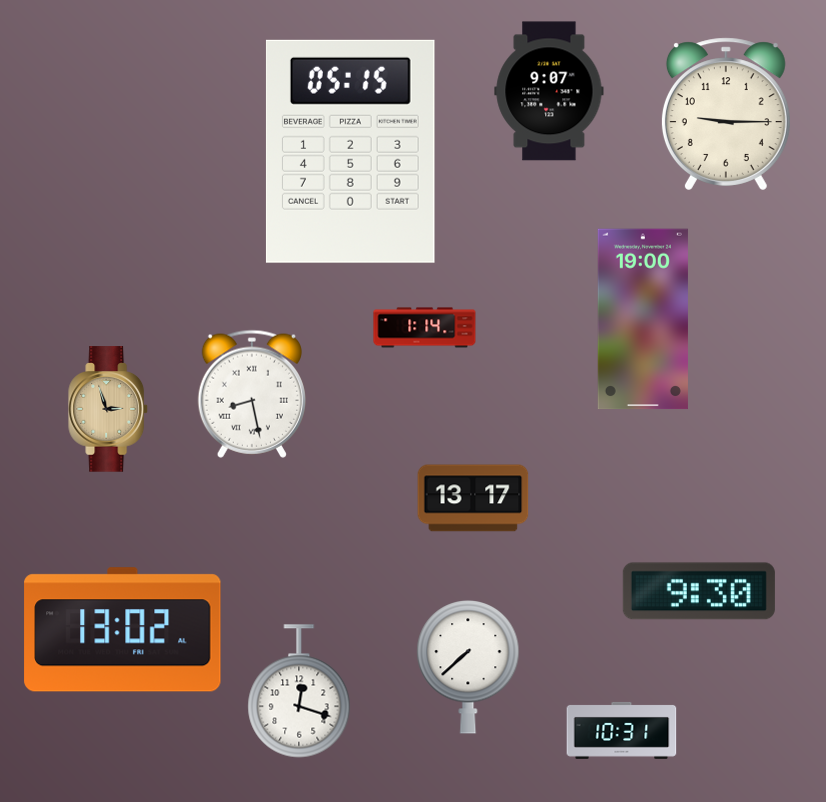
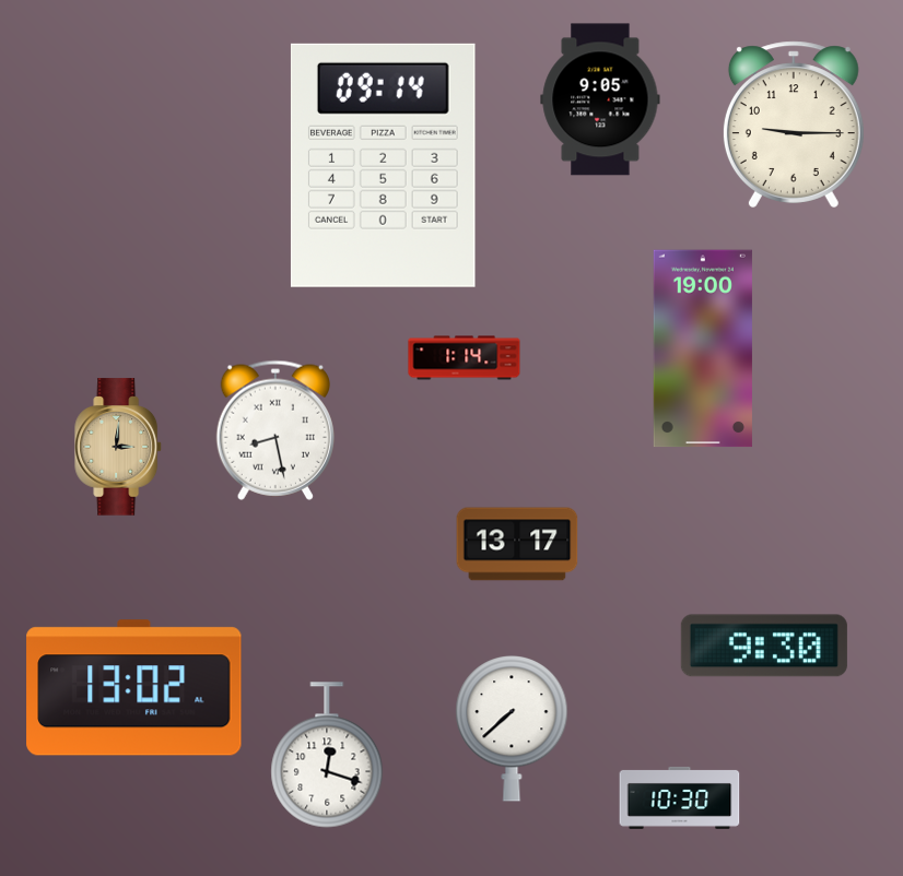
clock at (549, 91): 9:07 -> 9:05
clock at (350, 151): 05:15 -> 09:14
clock at (109, 409): 2:57 -> 3:01
clock at (622, 730): 10:31 -> 10:30
